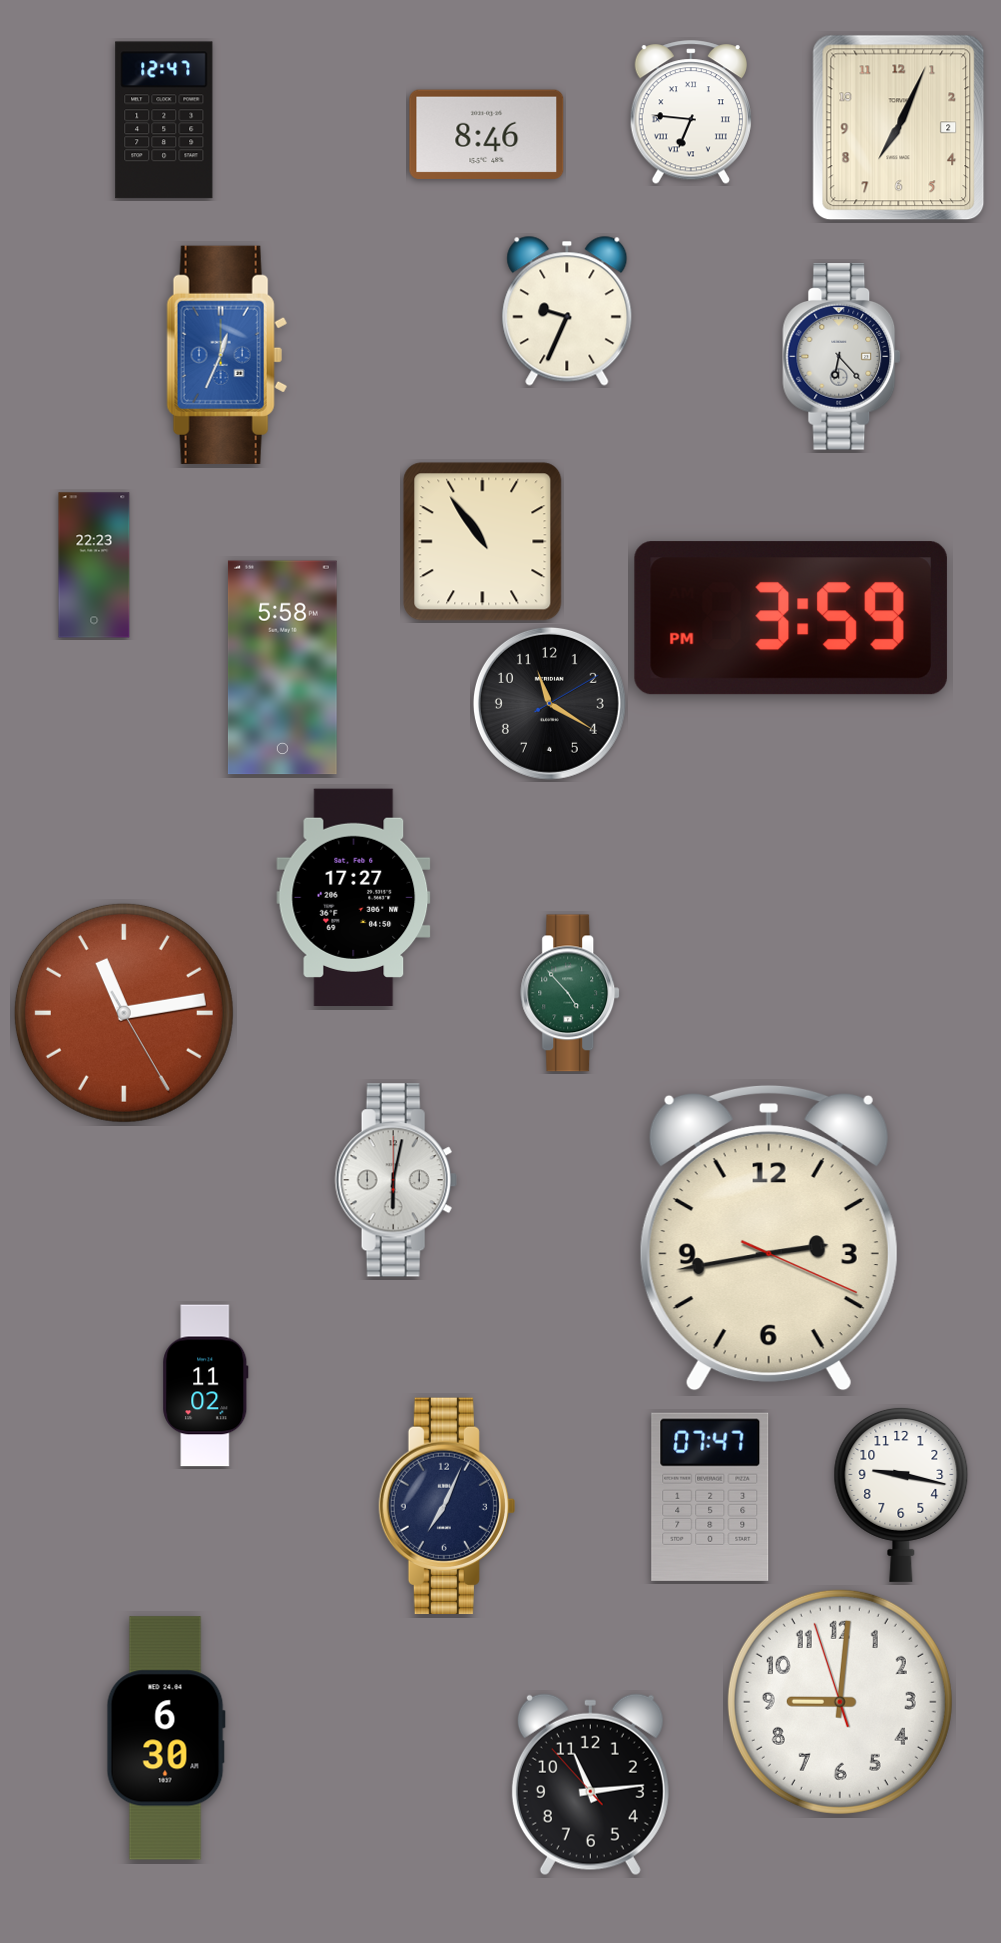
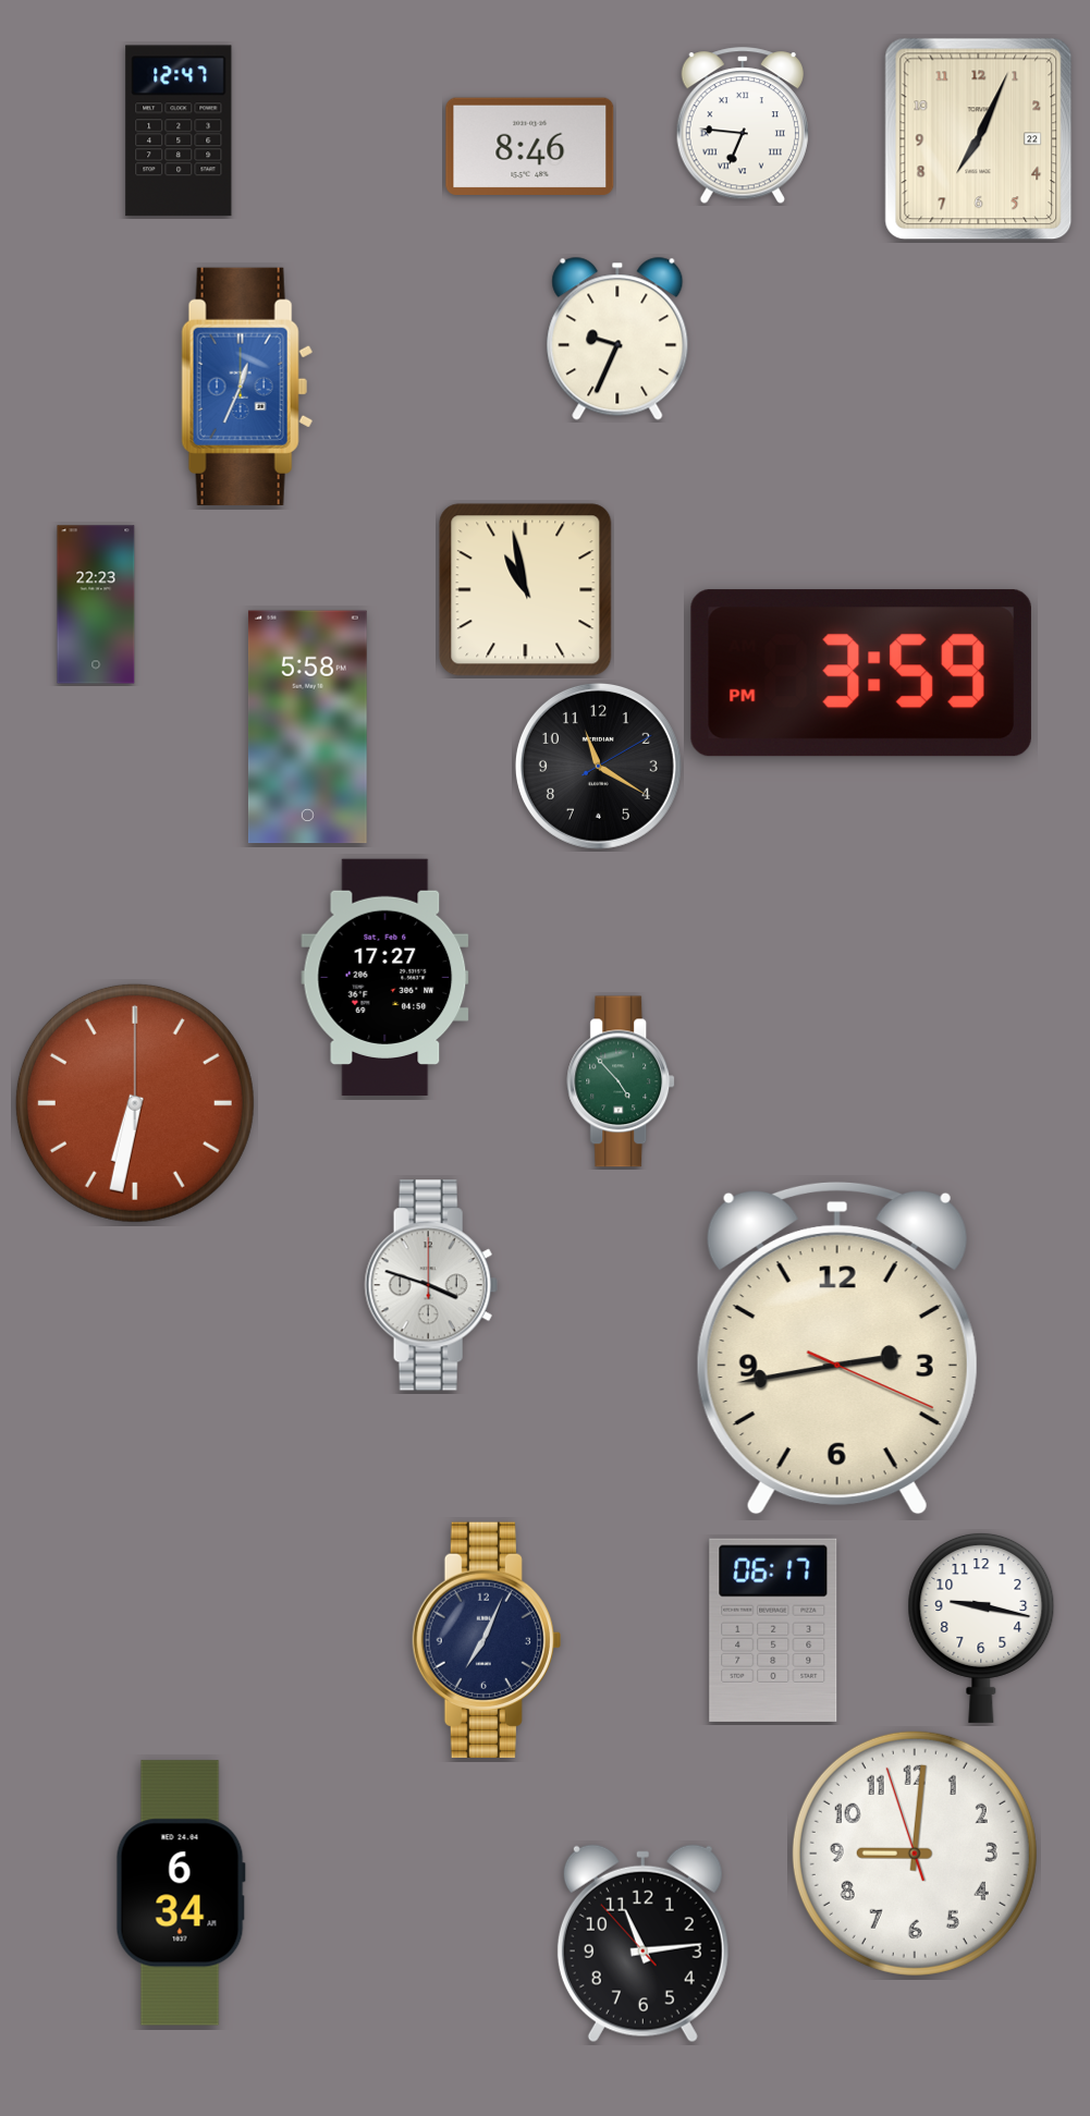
clock at (690, 113) position: (690, 113) -> (742, 126)
clock at (899, 128) date: 2 -> 22
clock at (842, 357): 6:23 -> none
clock at (483, 542): 10:54 -> 10:58
clock at (94, 565) position: (94, 565) -> (96, 604)
clock at (124, 1013): 11:13 -> 6:32
clock at (396, 1180): 6:02 -> 3:48
clock at (206, 1386): 11:02 -> none
clock at (710, 1497): 07:47 -> 06:17
clock at (166, 1738): 6:30 -> 6:34
